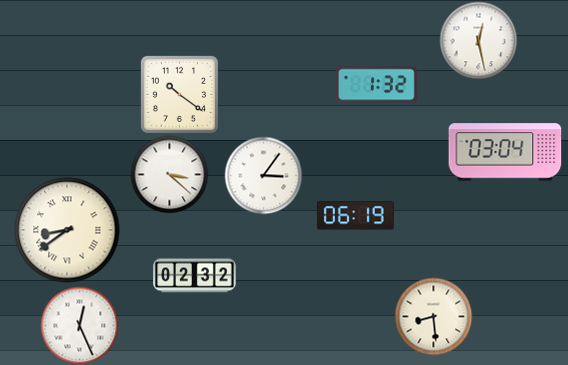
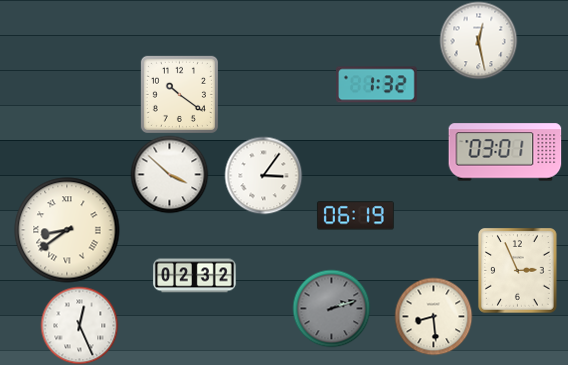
clock at (505, 152): 03:04 -> 03:01
clock at (169, 174): 3:22 -> 3:52
clock at (518, 271): none -> 2:56
clock at (331, 308): none -> 2:12
